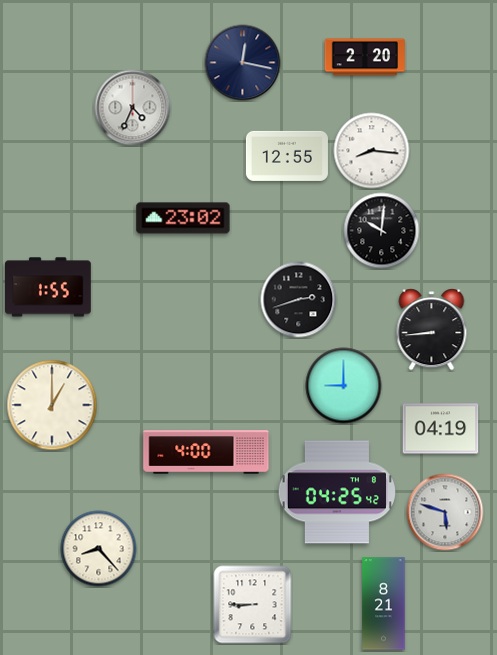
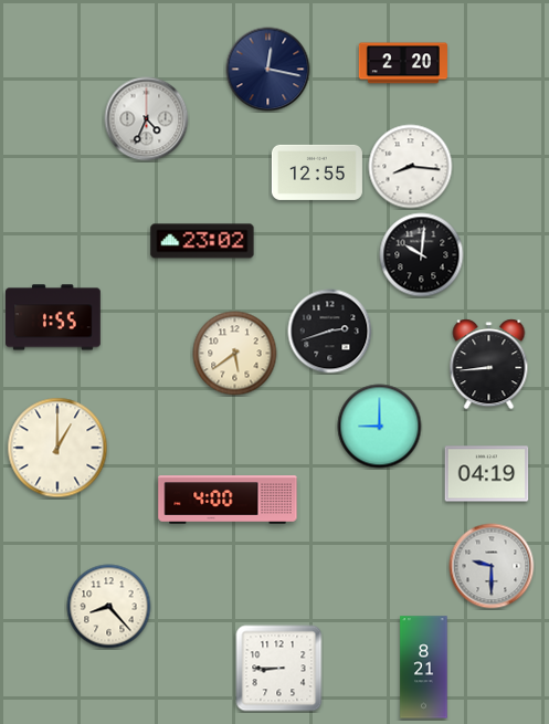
clock at (235, 354): none -> 5:39
clock at (432, 330) position: (432, 330) -> (489, 365)
clock at (337, 492): 04:25 -> none
clock at (445, 512): 5:48 -> 9:30
